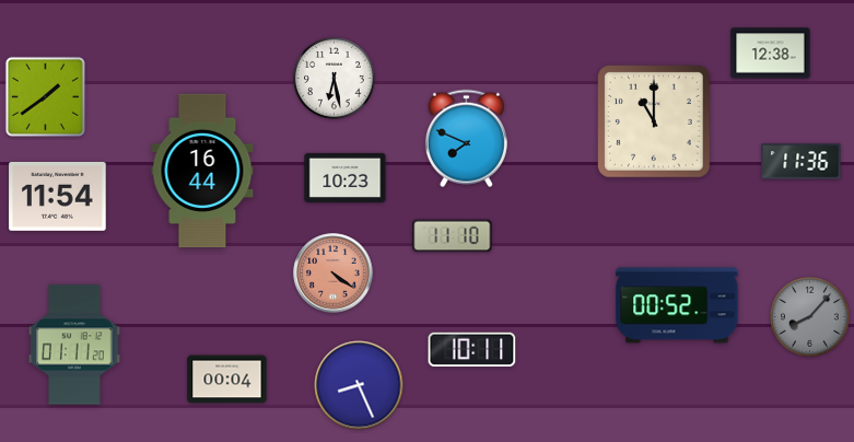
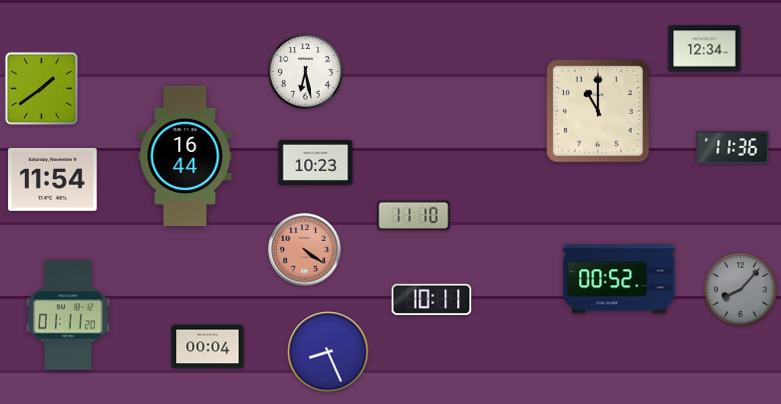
clock at (771, 54): 12:38 -> 12:34
clock at (466, 139): 7:49 -> none
clock at (472, 350) position: (472, 350) -> (432, 300)
